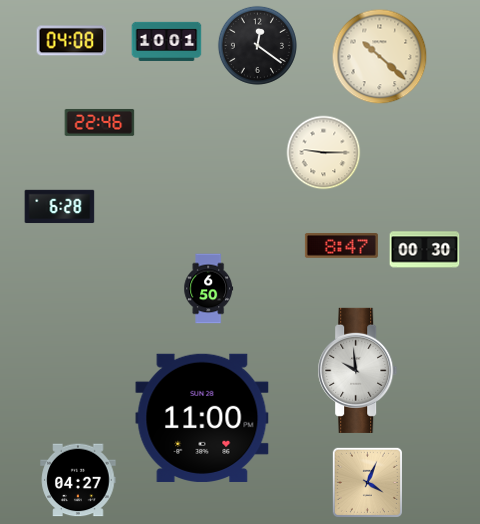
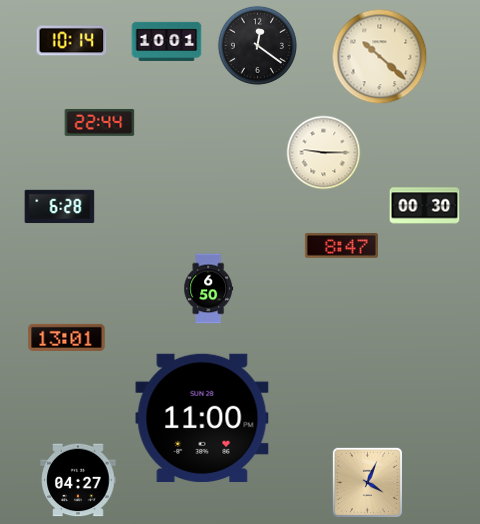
clock at (72, 41): 04:08 -> 10:14
clock at (100, 122): 22:46 -> 22:44
clock at (425, 250) position: (425, 250) -> (425, 206)
clock at (67, 337): none -> 13:01
clock at (358, 370): 9:59 -> none
